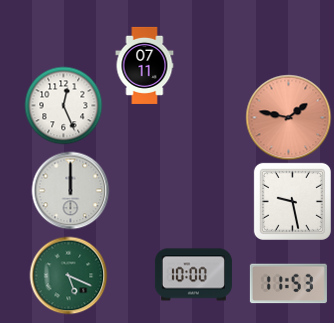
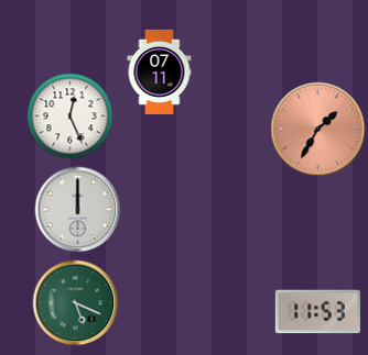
clock at (288, 117): 1:47 -> 1:35
clock at (292, 201): 9:28 -> none
clock at (193, 275): 10:00 -> none
